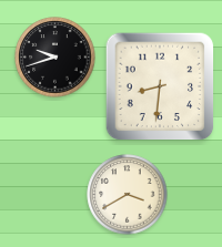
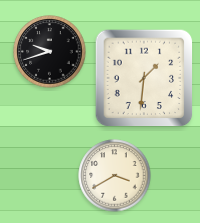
clock at (160, 86): 8:31 -> 1:31
